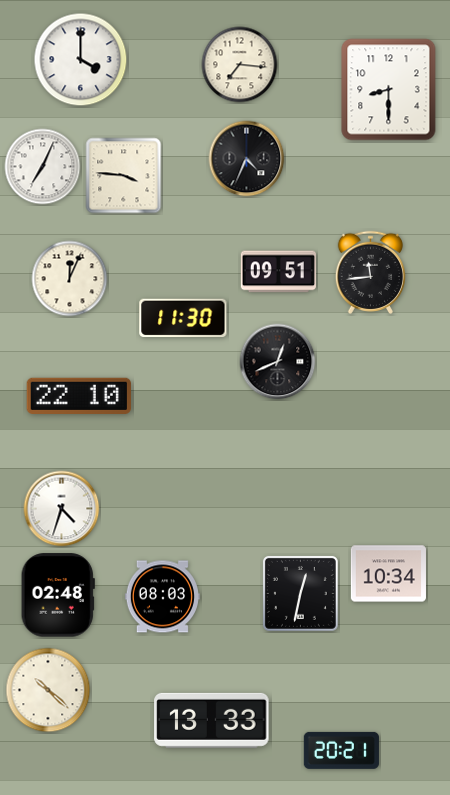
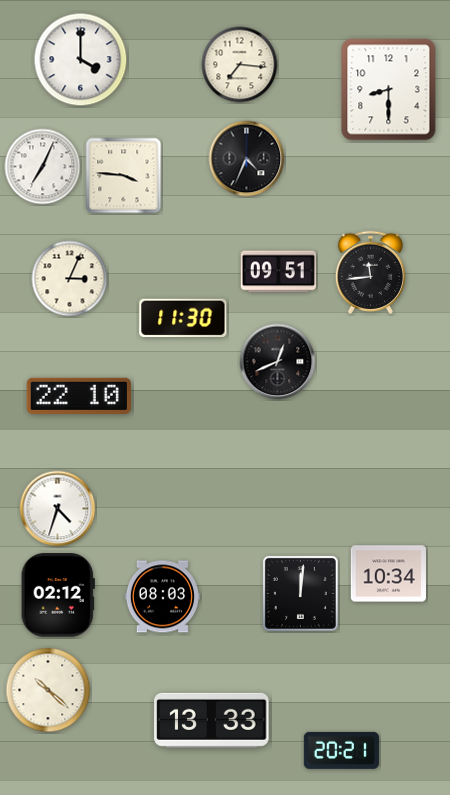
clock at (70, 279): 12:04 -> 3:04
clock at (62, 509) position: (62, 509) -> (58, 509)
clock at (300, 593): 12:32 -> 12:01
clock at (58, 595): 02:48 -> 02:12
